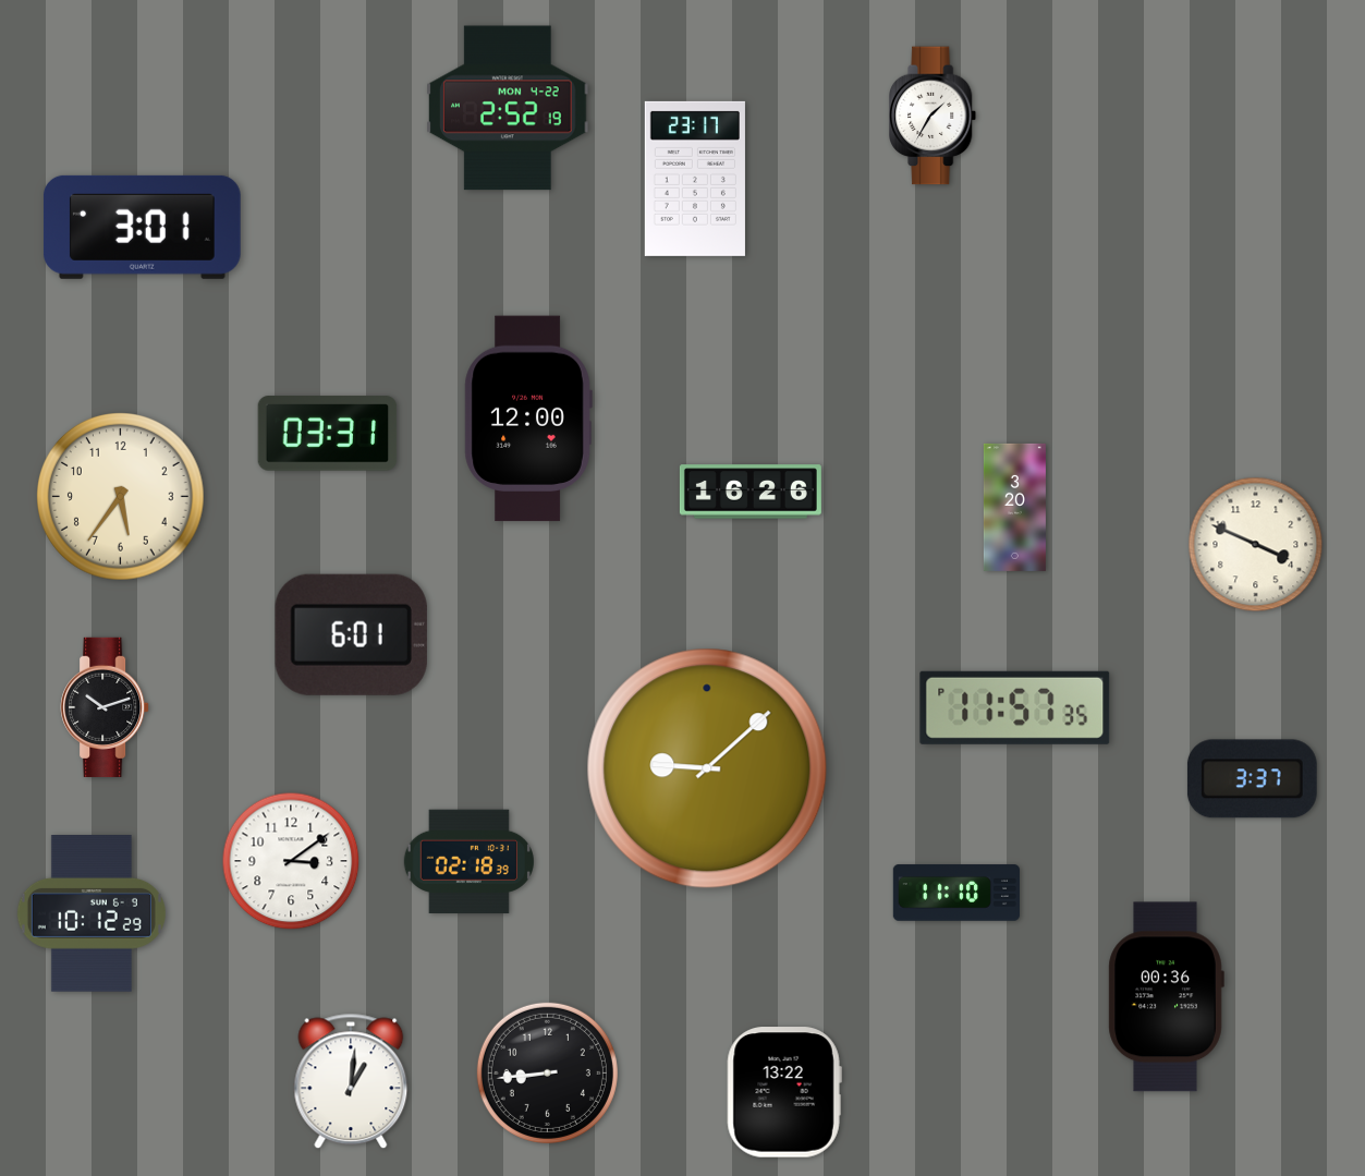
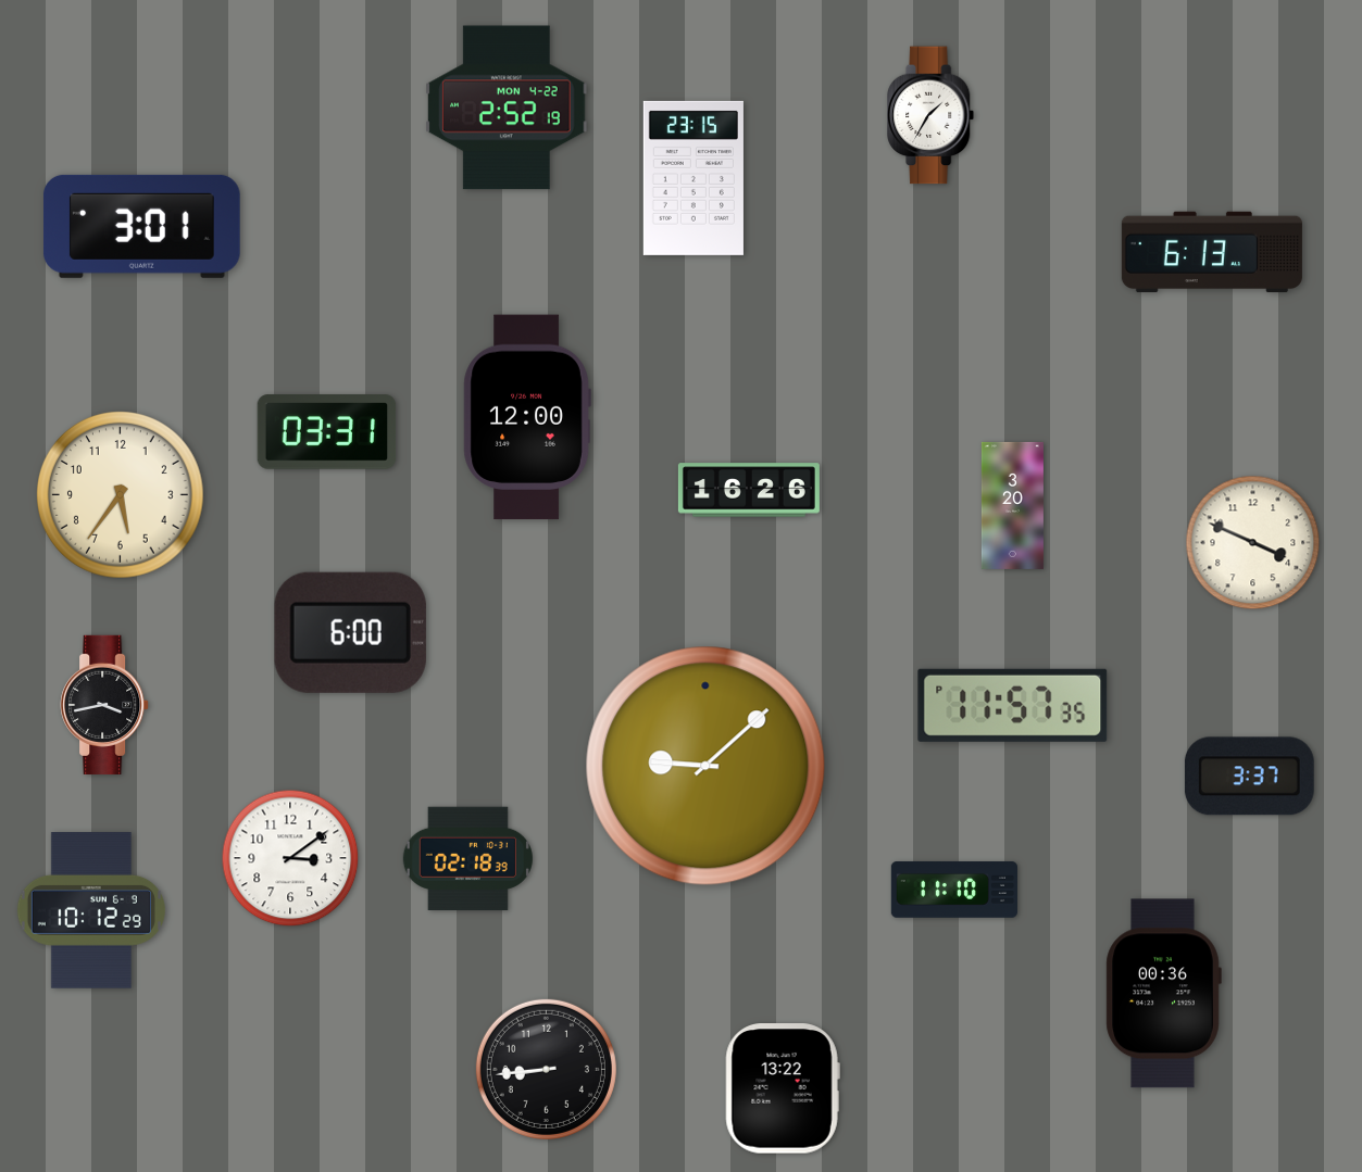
clock at (695, 179): 23:17 -> 23:15
clock at (1212, 252): none -> 6:13
clock at (351, 634): 6:01 -> 6:00
clock at (105, 707): 10:12 -> 3:43
clock at (351, 1081): 1:01 -> none
